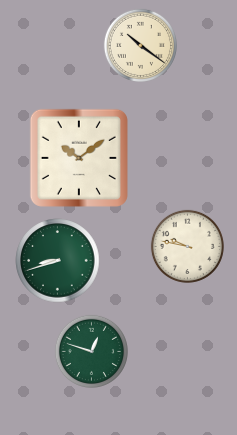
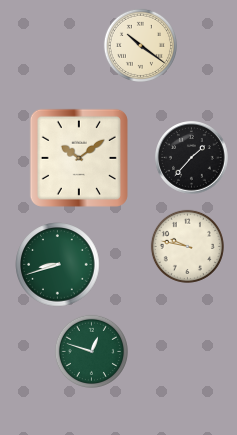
clock at (192, 158): none -> 1:37
clock at (58, 261) position: (58, 261) -> (58, 265)
